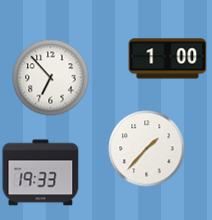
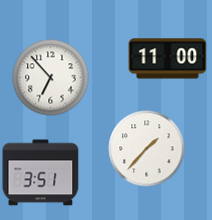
clock at (168, 59): 1:00 -> 11:00
clock at (41, 173): 19:33 -> 3:51
